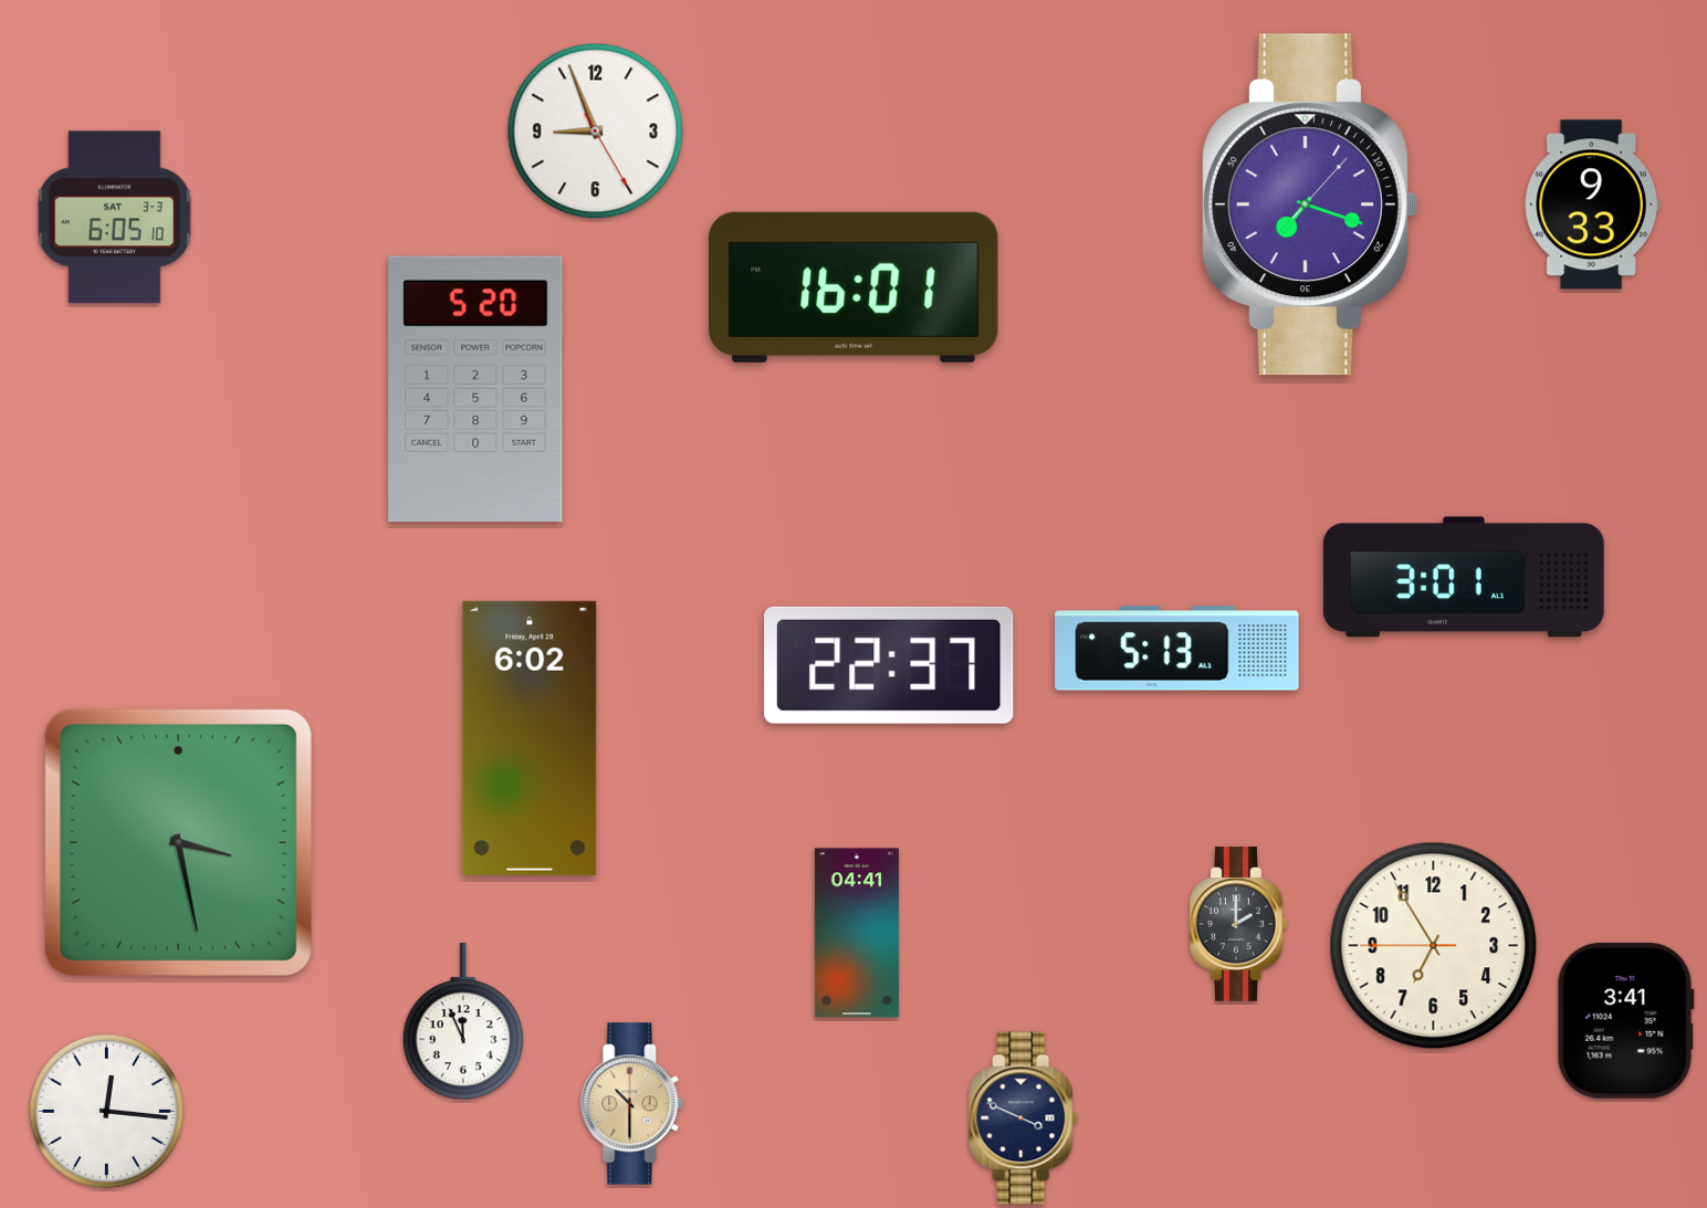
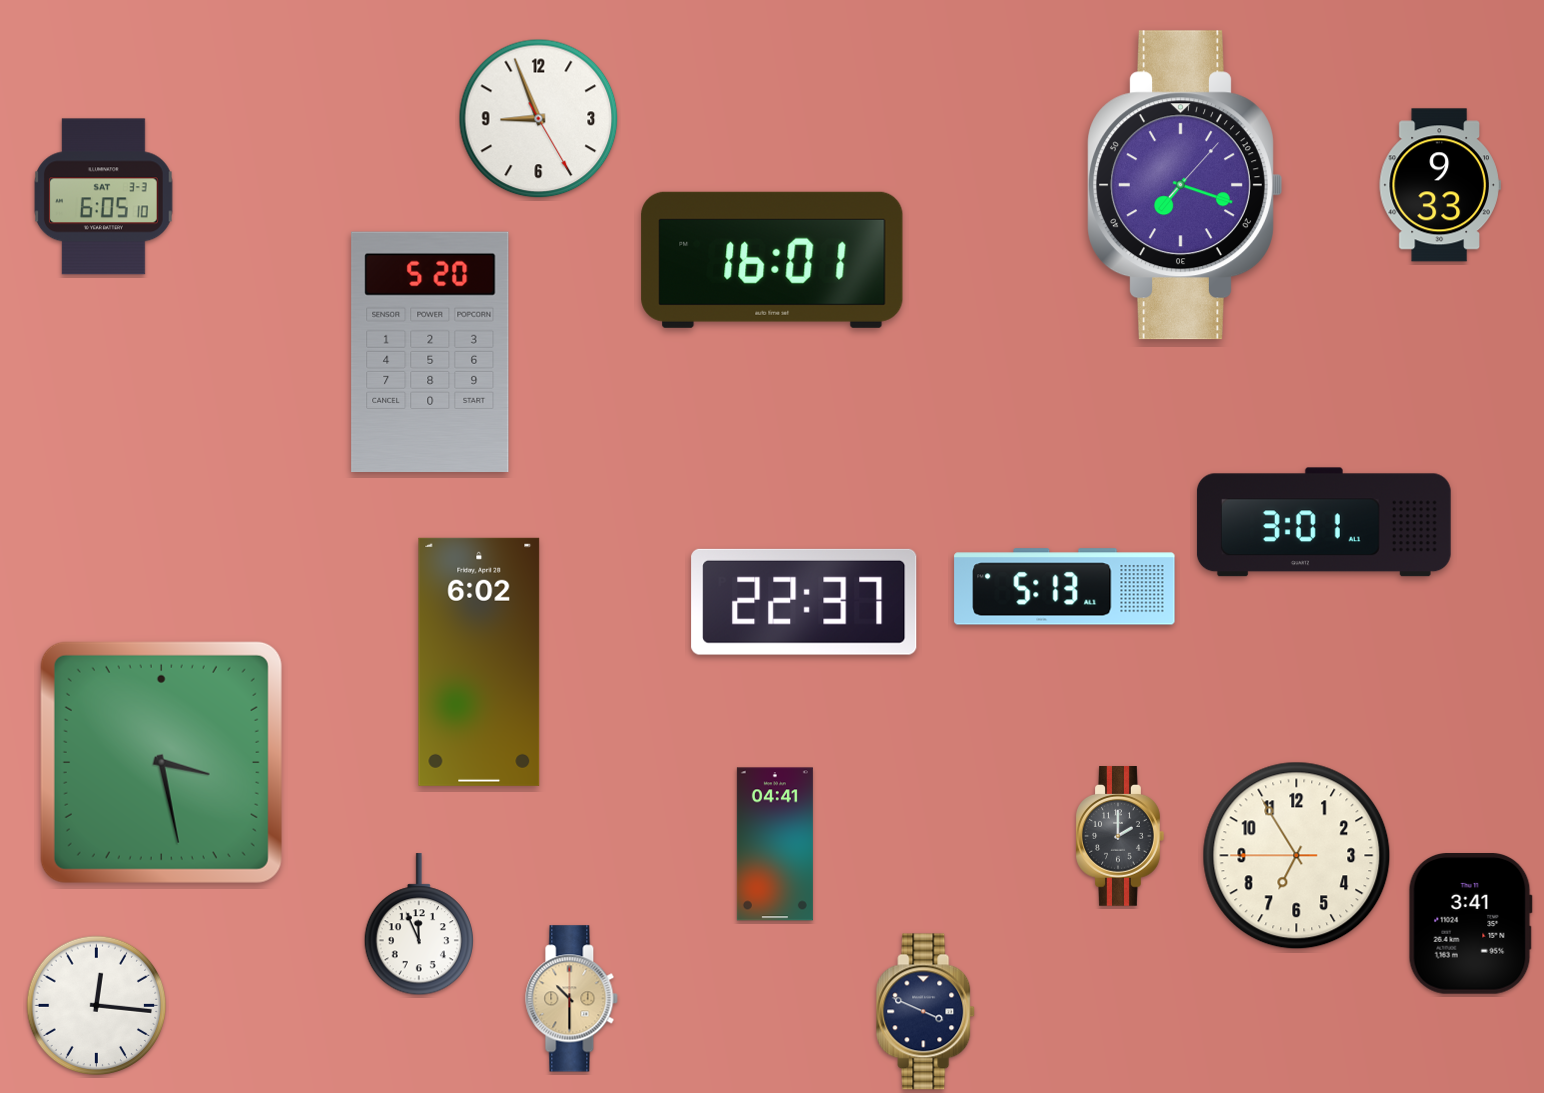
clock at (530, 738) position: (530, 738) -> (479, 662)
